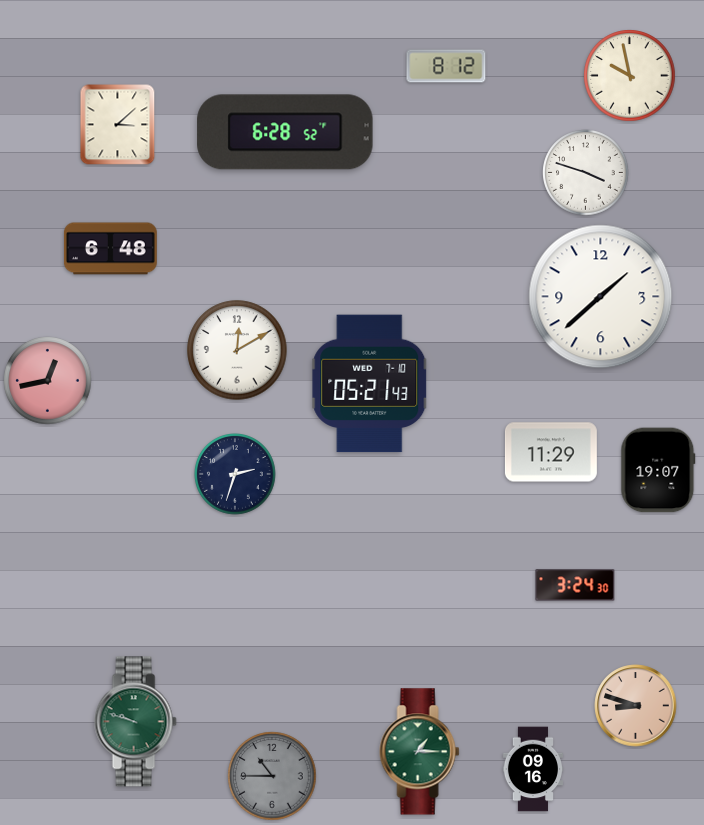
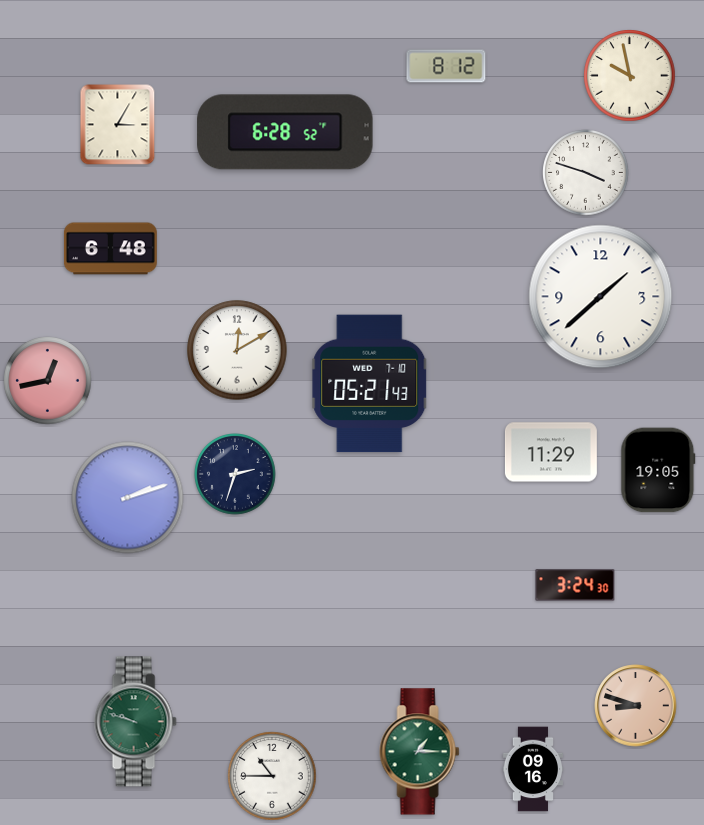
clock at (118, 125): 3:08 -> 3:05
clock at (658, 470): 19:07 -> 19:05
clock at (128, 498): none -> 2:12
clock at (272, 776) dial: grey -> white
